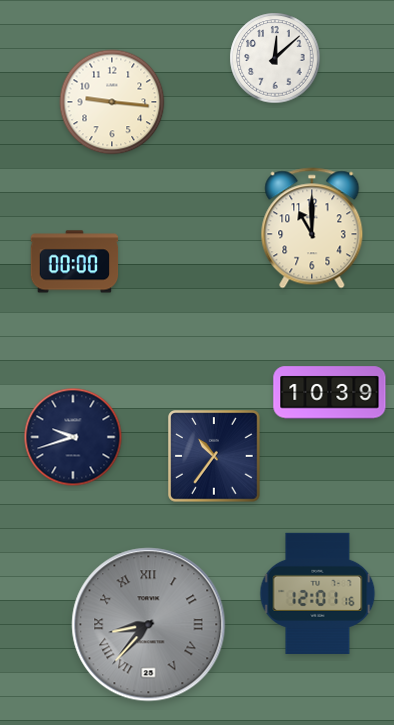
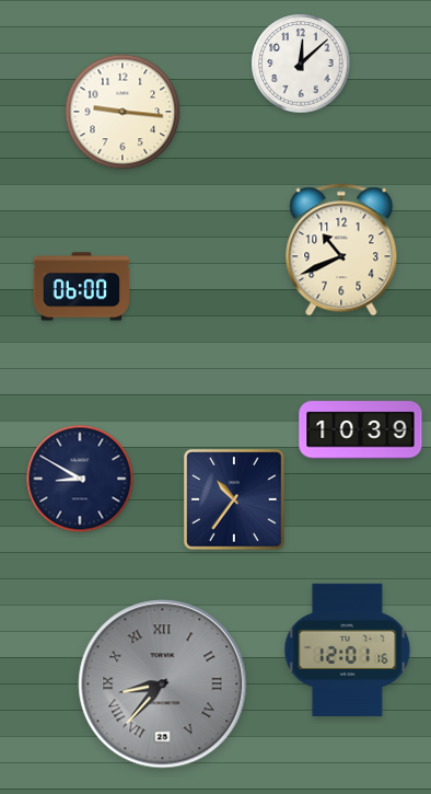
clock at (312, 228): 11:00 -> 10:41
clock at (75, 262): 00:00 -> 06:00
clock at (73, 437): 9:42 -> 8:50
